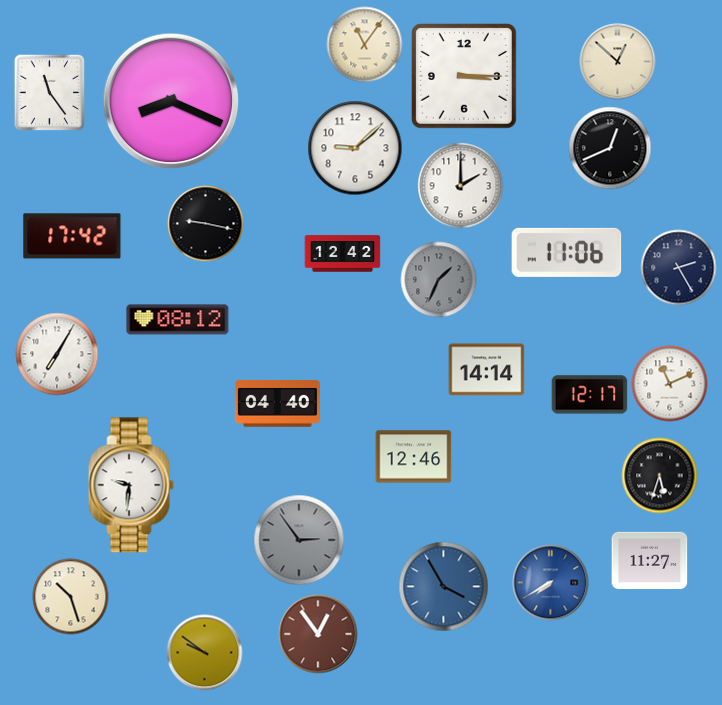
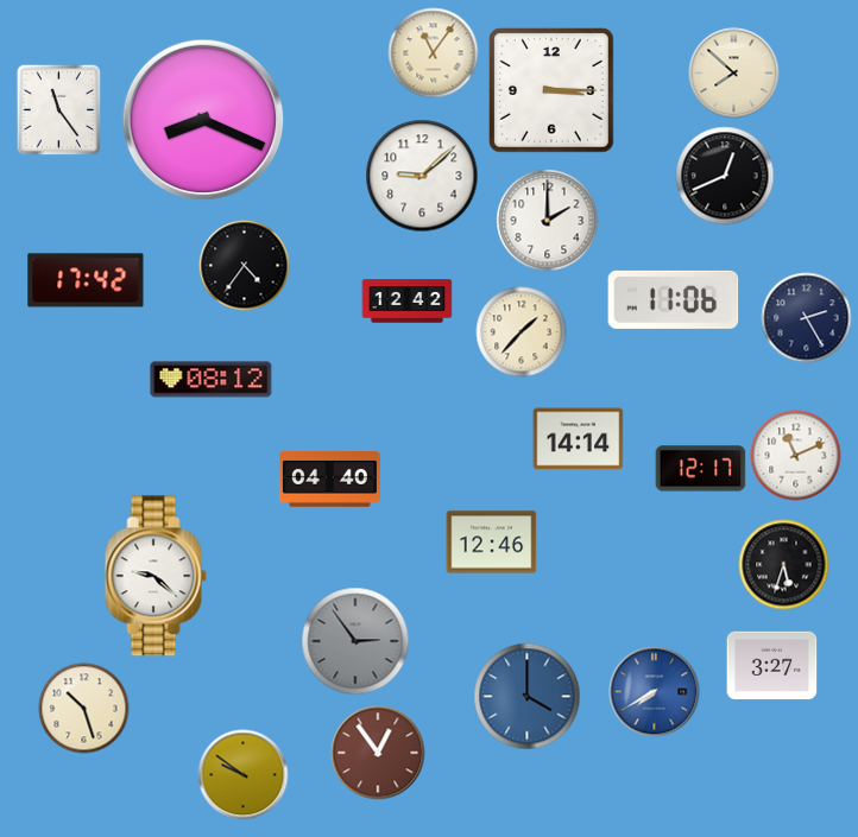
clock at (618, 62): 12:52 -> 7:52
clock at (206, 224): 9:17 -> 4:36
clock at (439, 280): 1:34 -> 1:37
clock at (439, 280) dial: grey -> cream
clock at (57, 354): 7:05 -> none
clock at (131, 485): 9:31 -> 9:22
clock at (650, 561): 11:27 -> 3:27
clock at (444, 587): 3:55 -> 4:00
